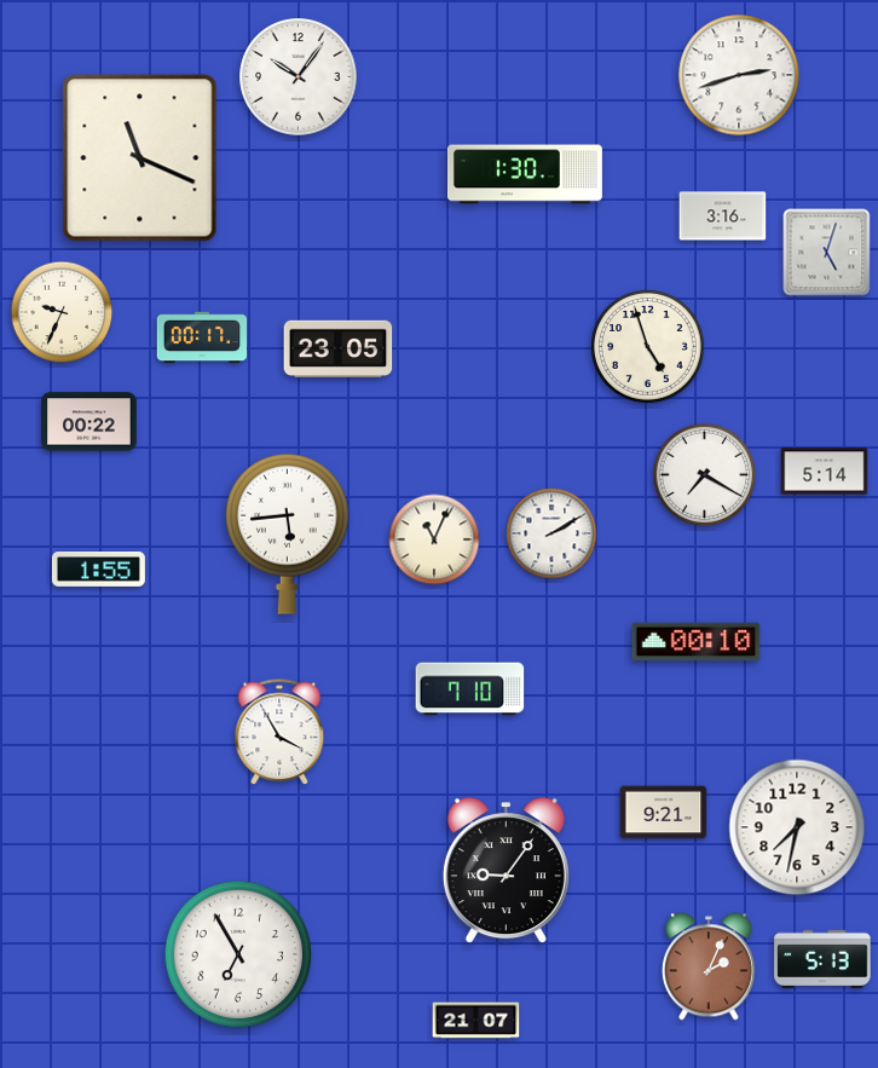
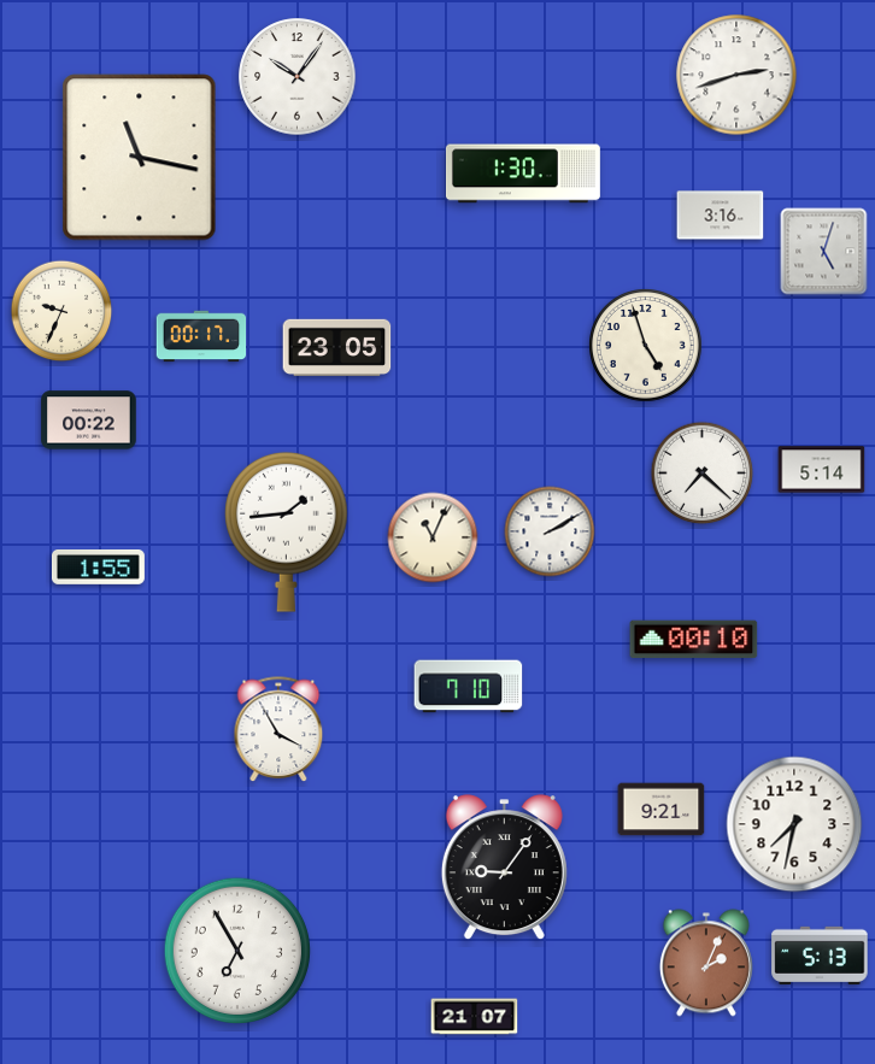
clock at (140, 158): 11:19 -> 11:17
clock at (705, 475): 7:20 -> 7:22
clock at (288, 533): 5:44 -> 1:44
